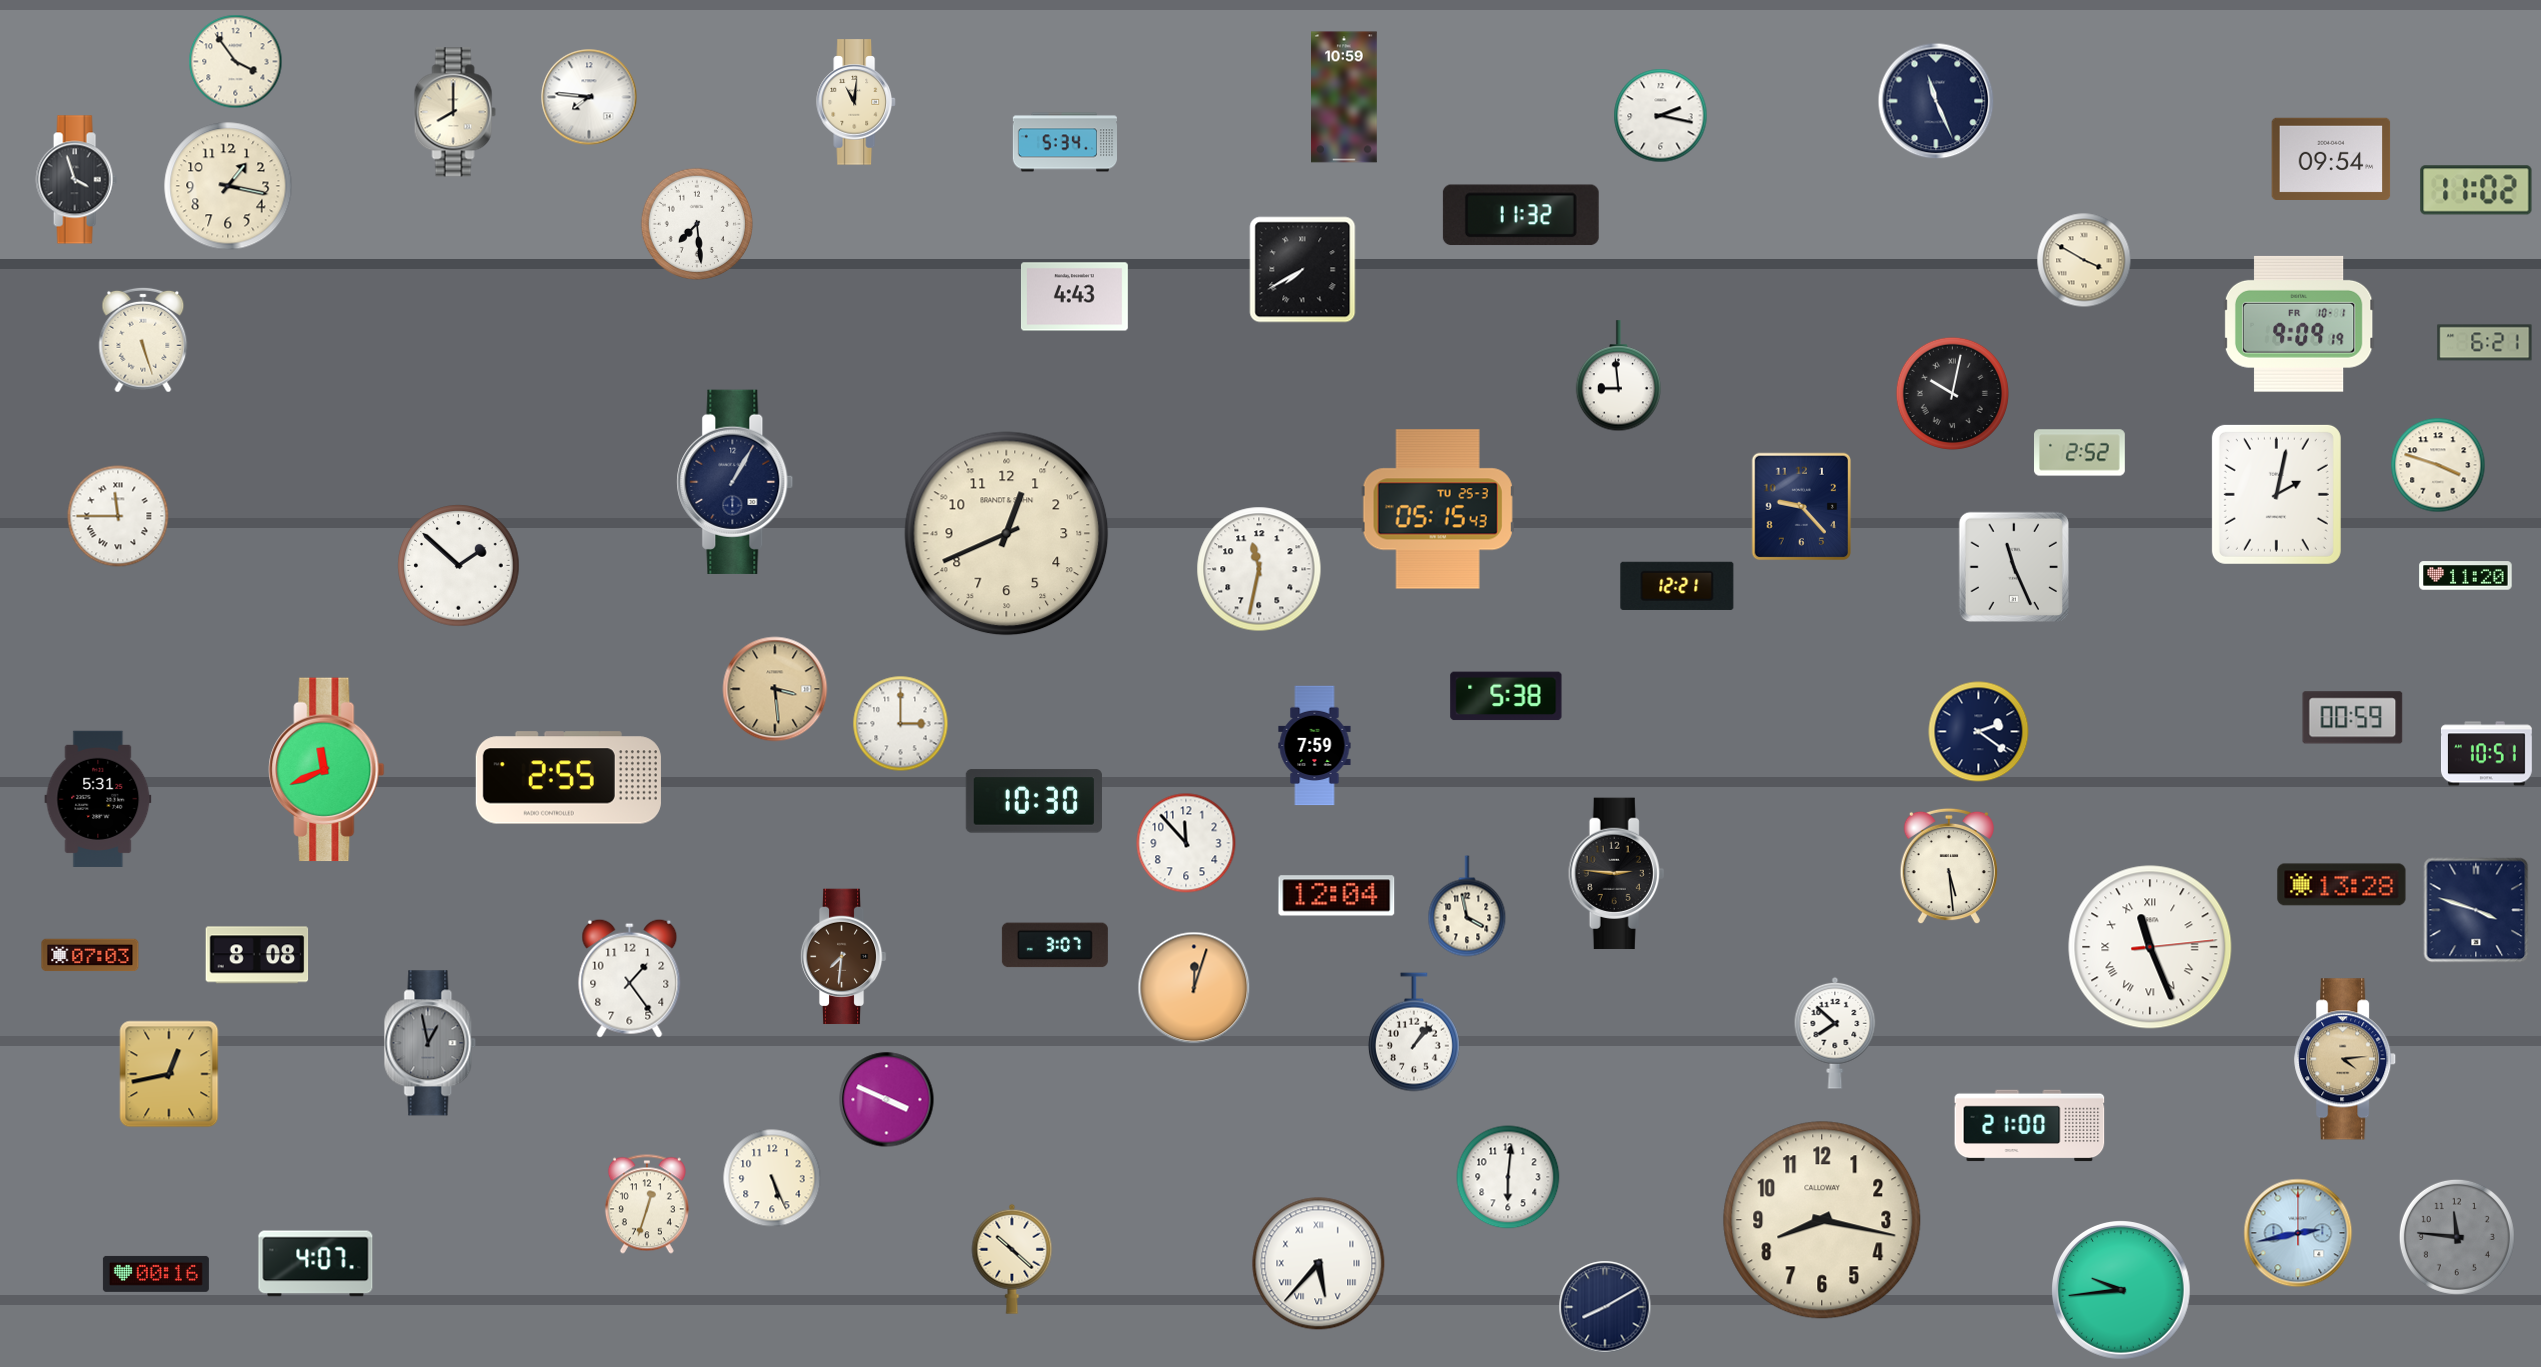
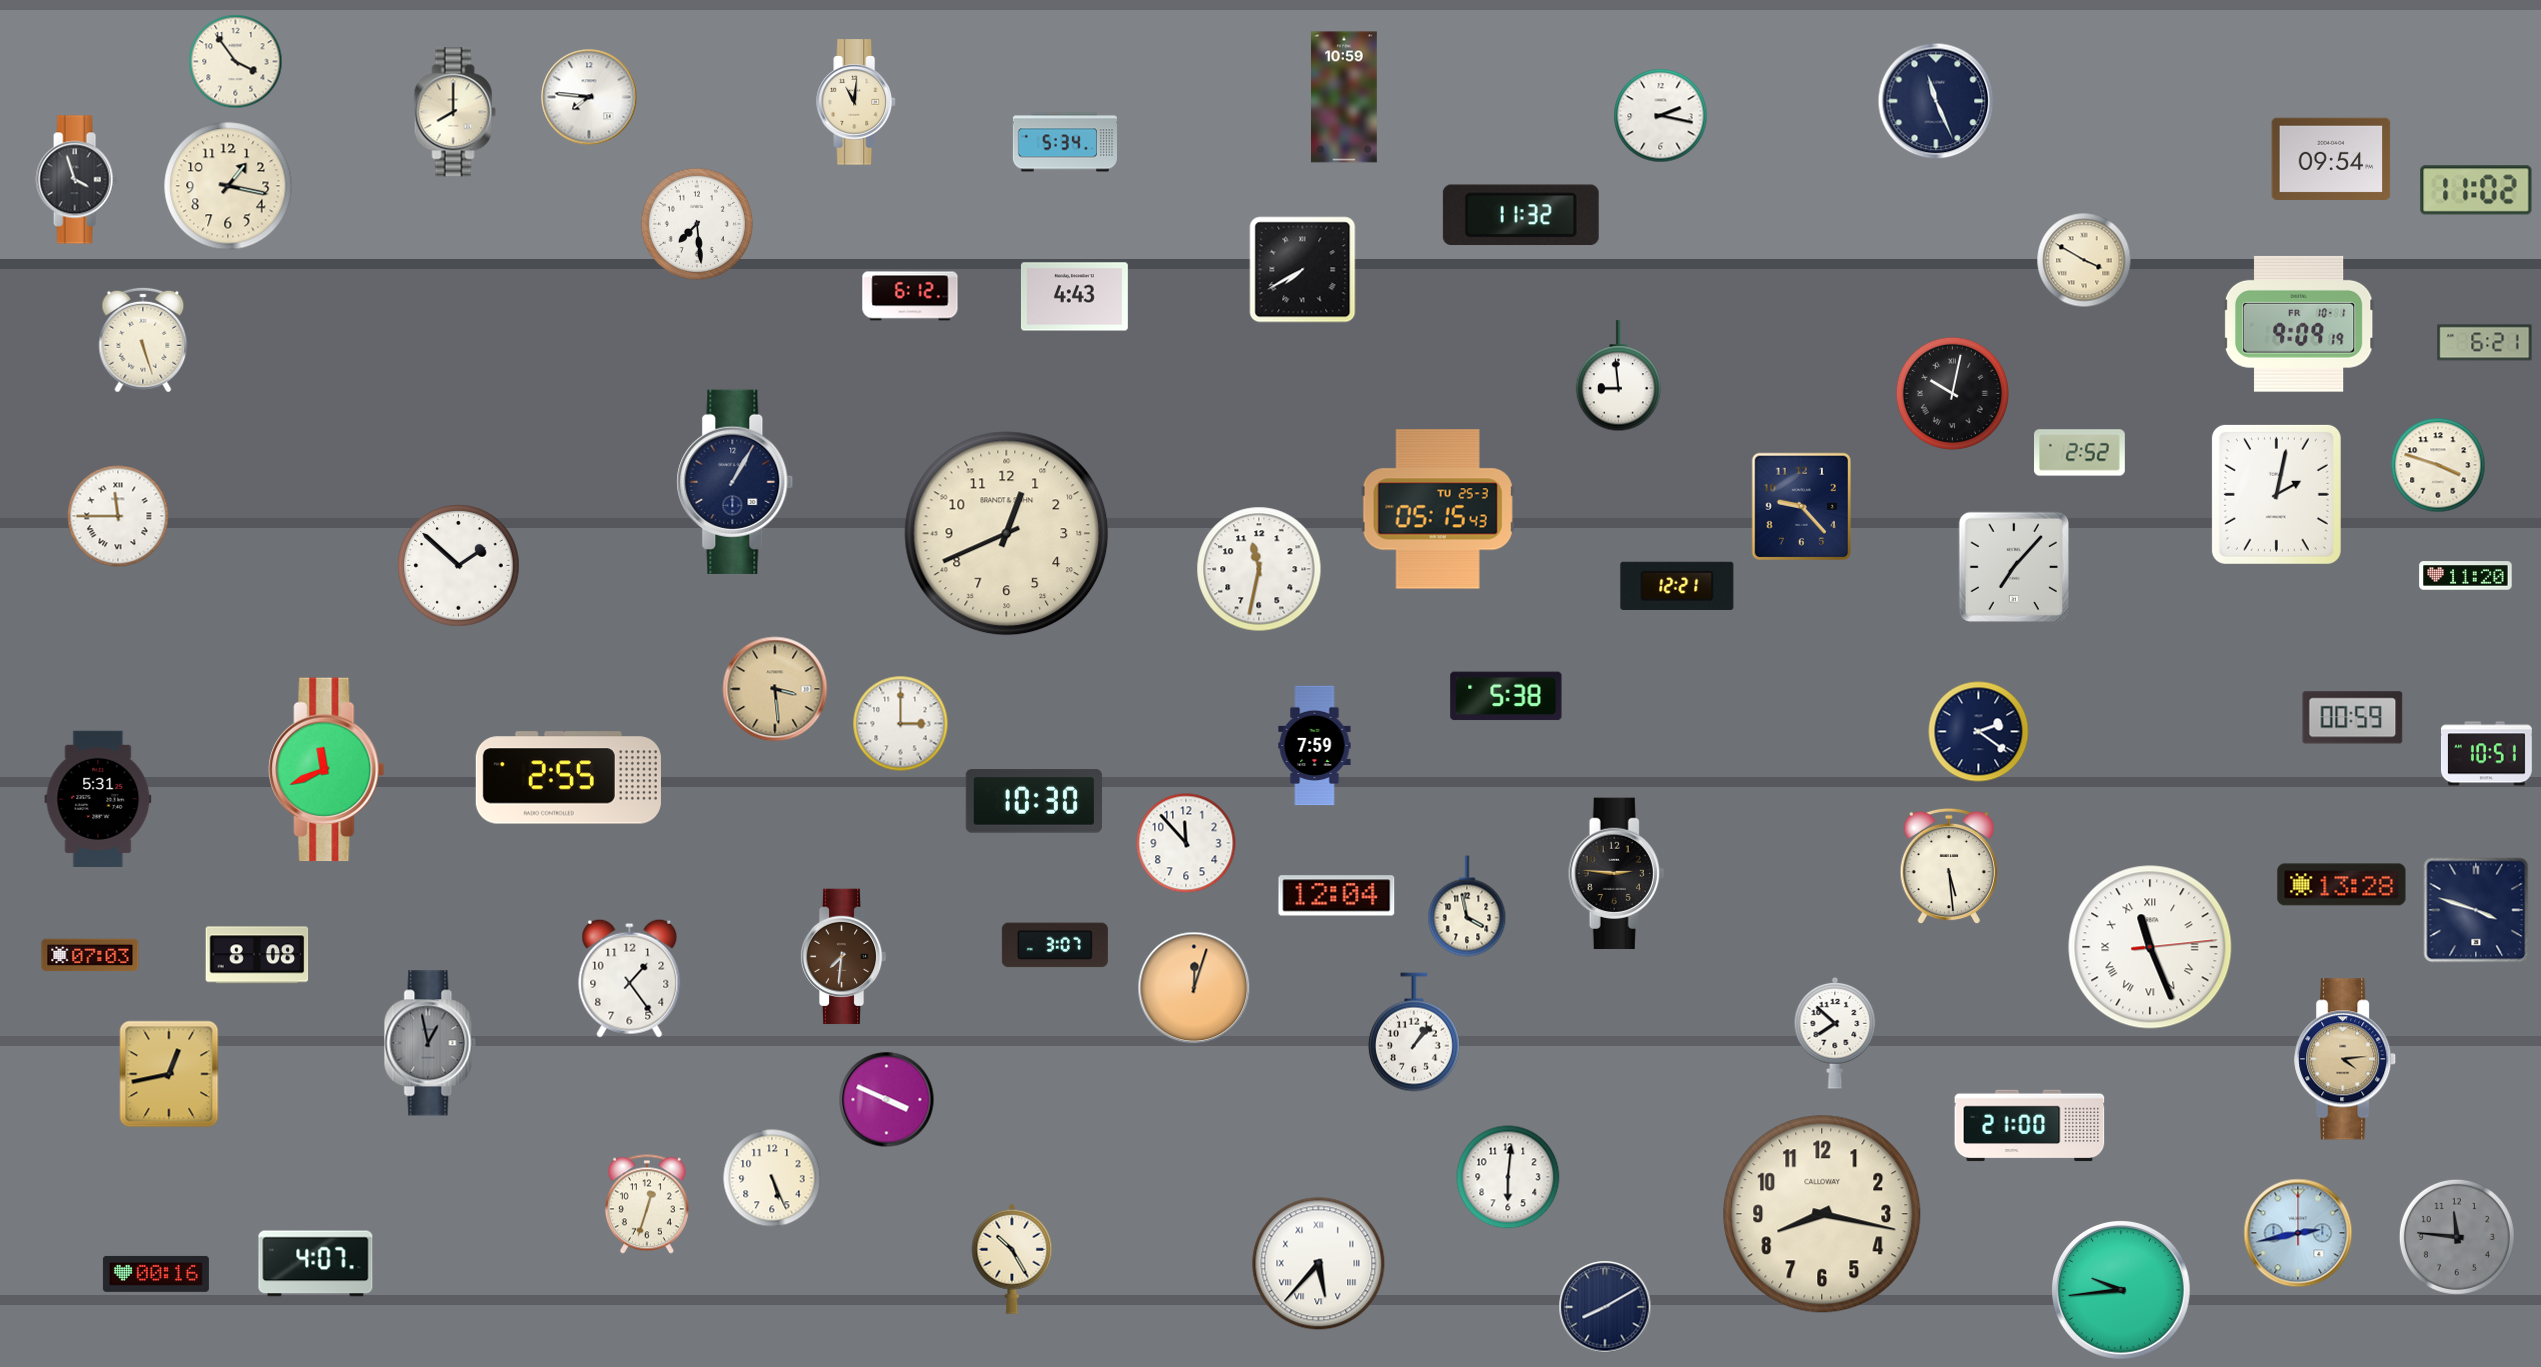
clock at (910, 296): none -> 6:12
clock at (2014, 567): 11:26 -> 7:07
clock at (1822, 1220) position: (1822, 1220) -> (1822, 1214)
clock at (1012, 1259): 10:22 -> 10:25
